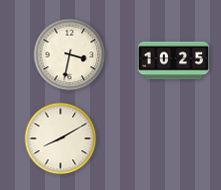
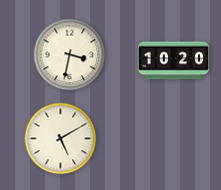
clock at (174, 61): 10:25 -> 10:20
clock at (61, 139): 8:10 -> 5:10
